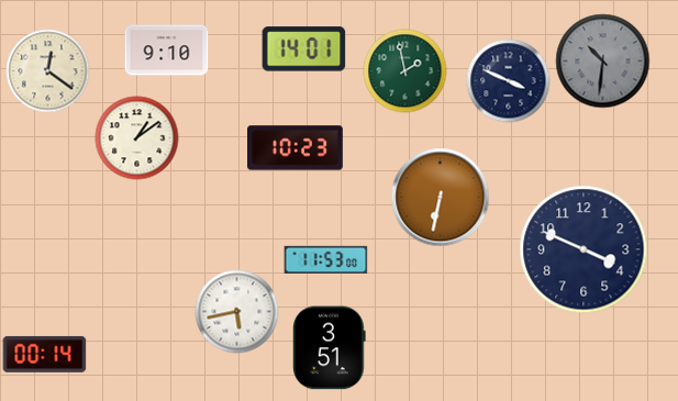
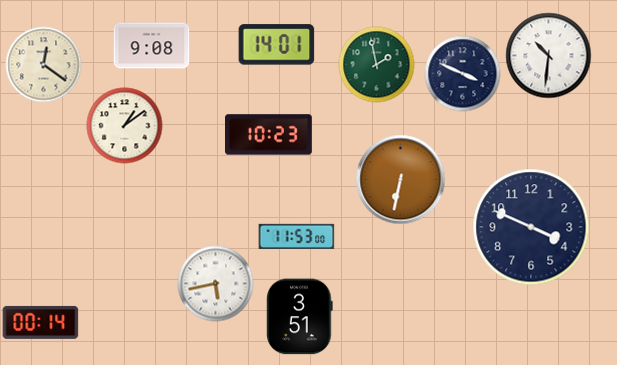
clock at (167, 51): 9:10 -> 9:08
clock at (603, 62) dial: grey -> white
clock at (405, 71) position: (405, 71) -> (377, 65)
